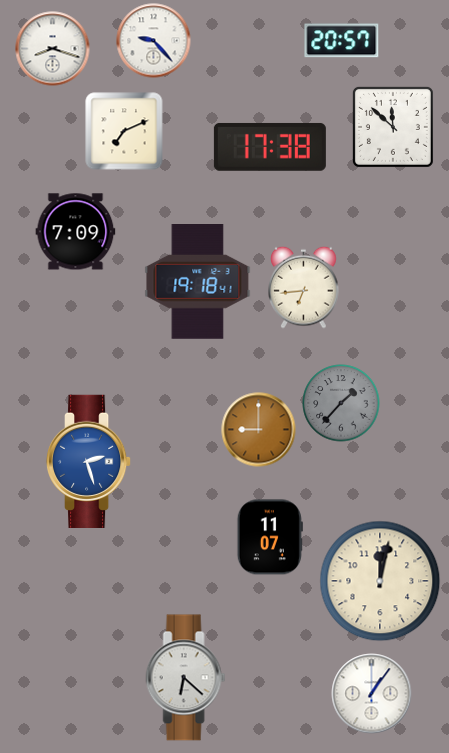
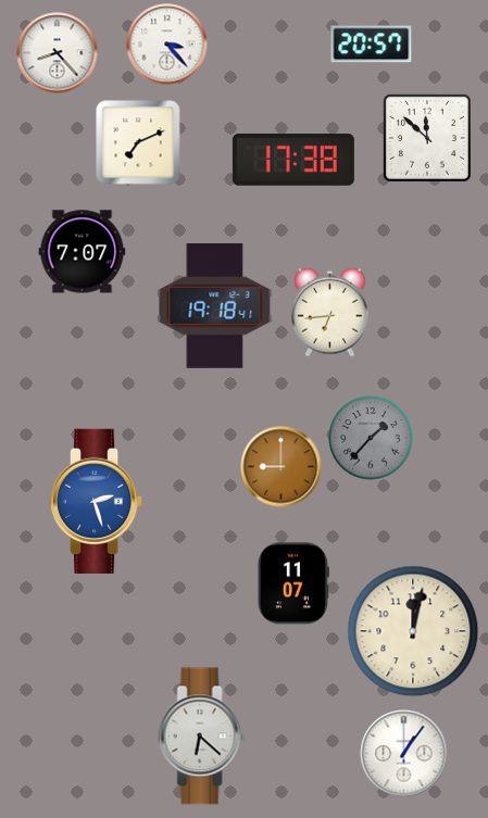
clock at (154, 41): 9:23 -> 3:23
clock at (53, 49): 8:18 -> 8:23
clock at (124, 131) position: (124, 131) -> (138, 142)
clock at (76, 232): 7:09 -> 7:07
